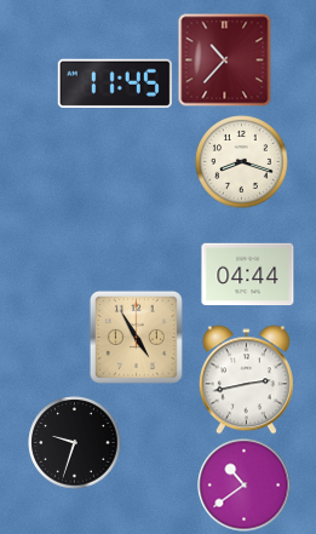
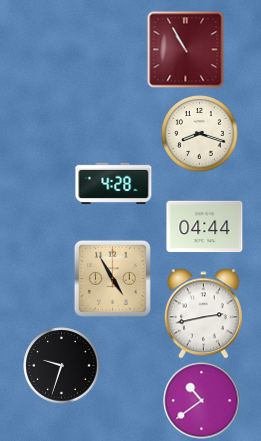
clock at (225, 61): 10:37 -> 10:55
clock at (115, 84): 11:45 -> none
clock at (114, 183): none -> 4:28
